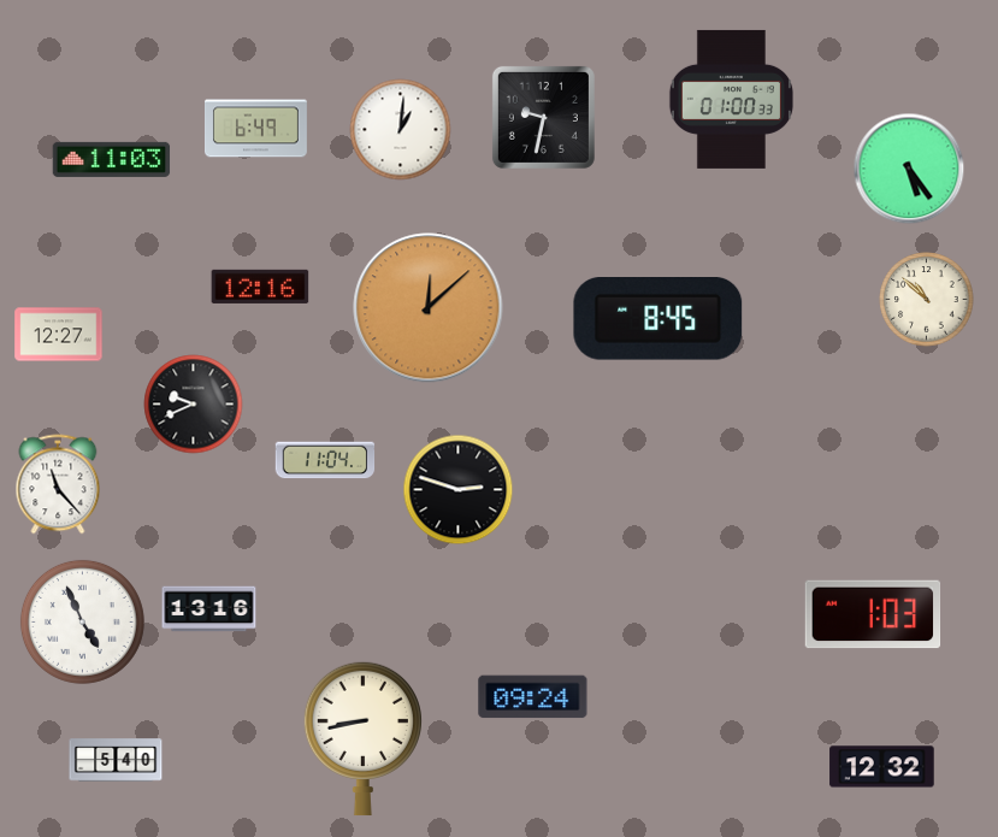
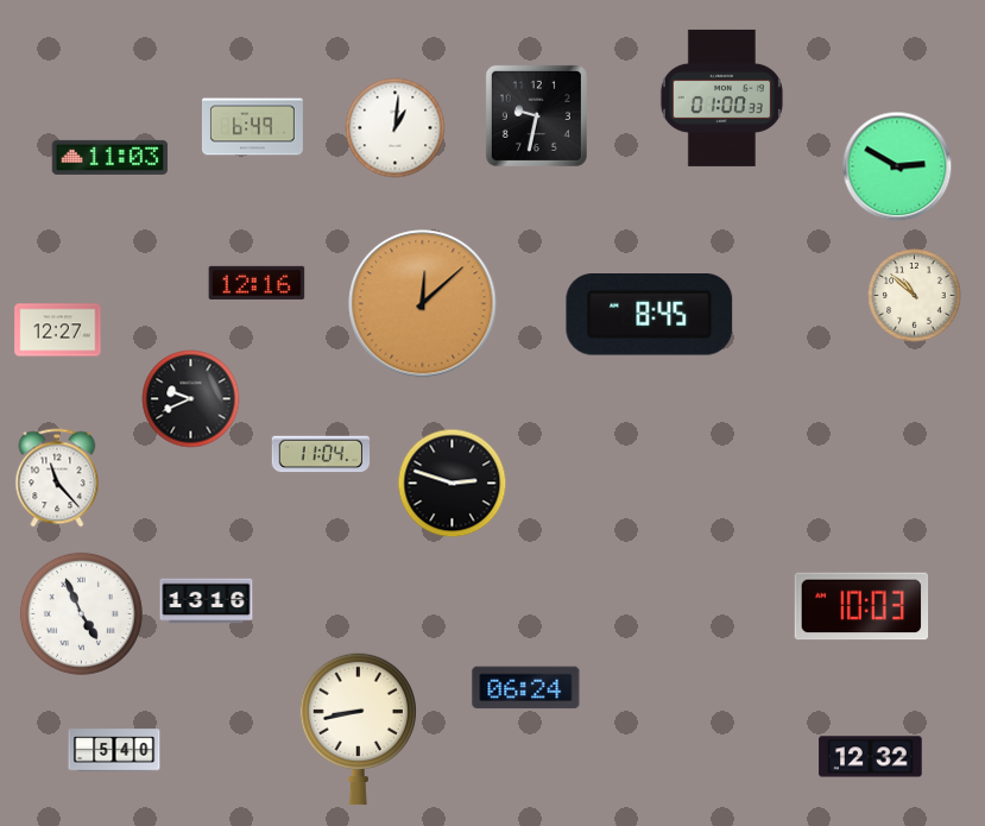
clock at (909, 169): 5:24 -> 2:50
clock at (873, 614): 1:03 -> 10:03
clock at (533, 697): 09:24 -> 06:24
